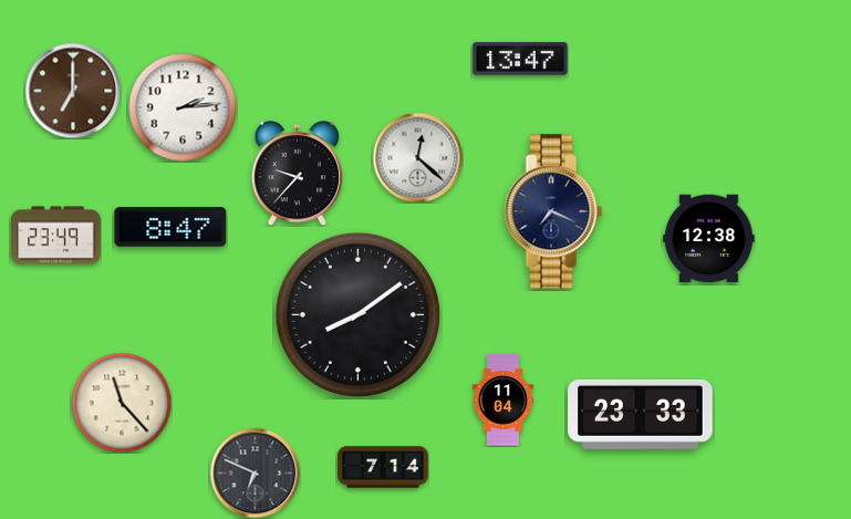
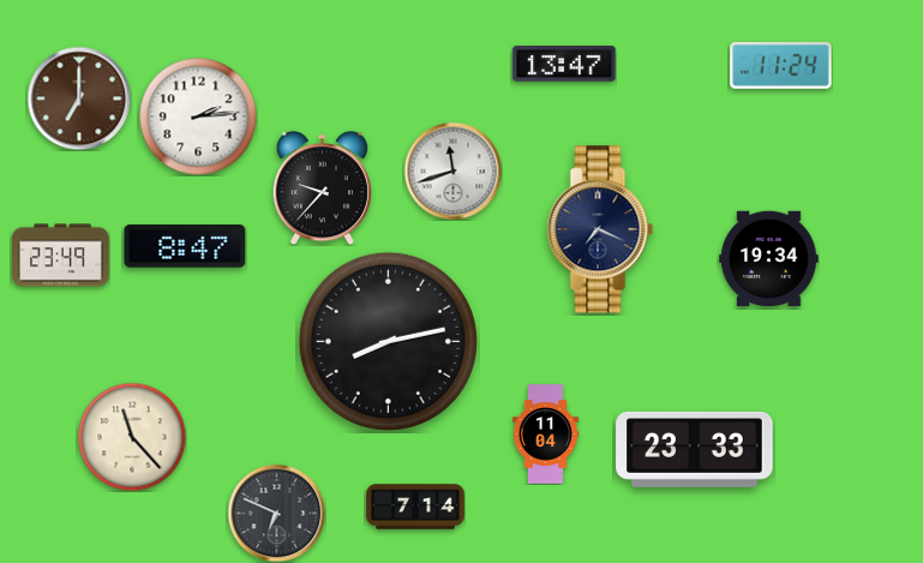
clock at (781, 66): none -> 11:24
clock at (417, 157): 12:22 -> 11:42
clock at (709, 239): 12:38 -> 19:34
clock at (357, 314): 8:09 -> 8:13
